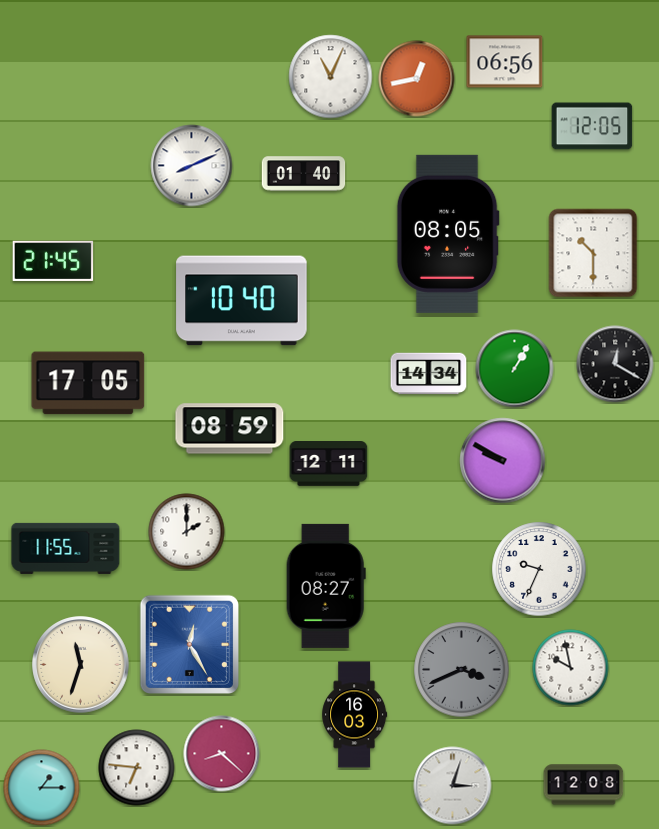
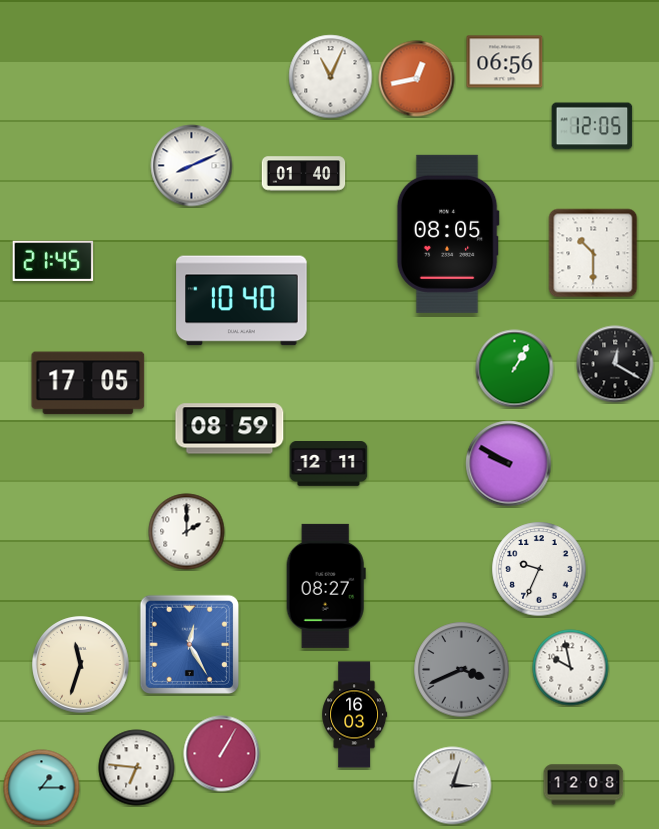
clock at (429, 374): 14:34 -> none
clock at (503, 461) position: (503, 461) -> (509, 464)
clock at (66, 548): 11:55 -> none
clock at (222, 754): 8:22 -> 1:05
